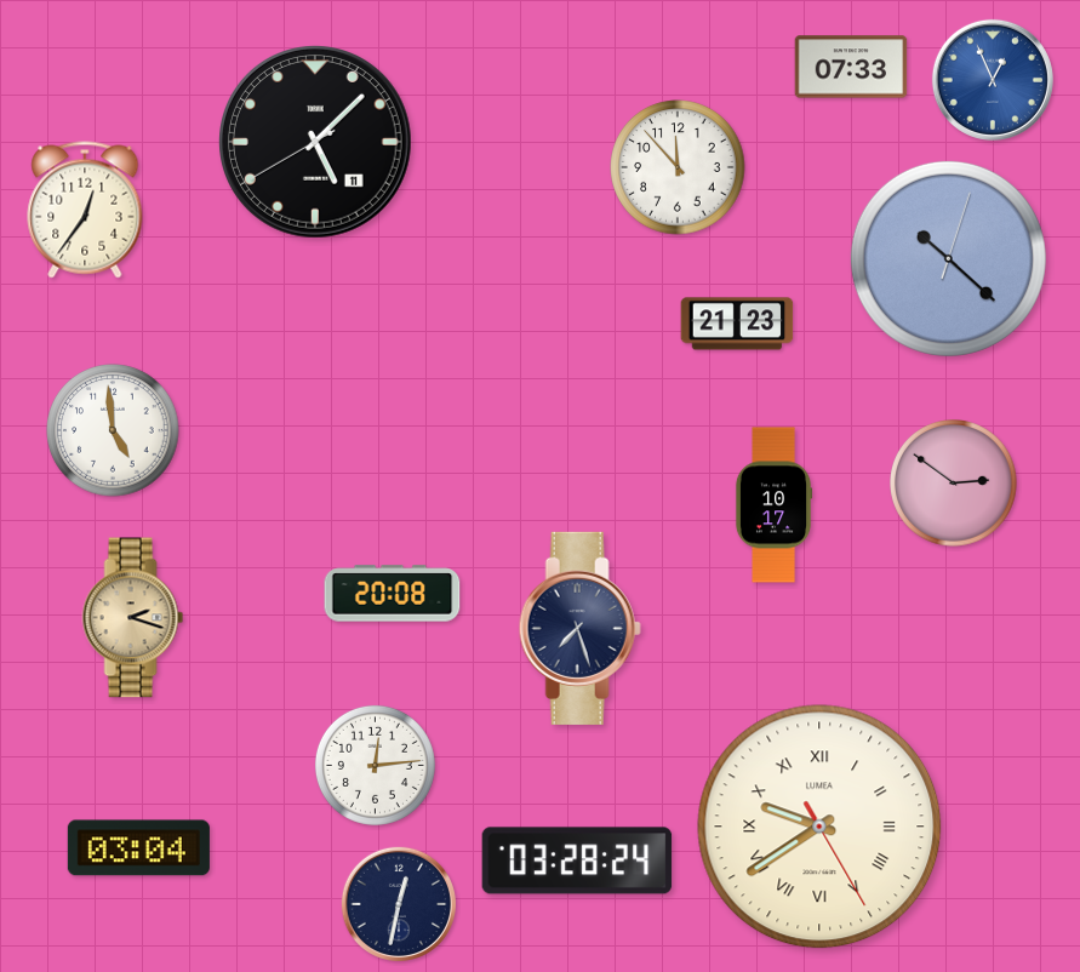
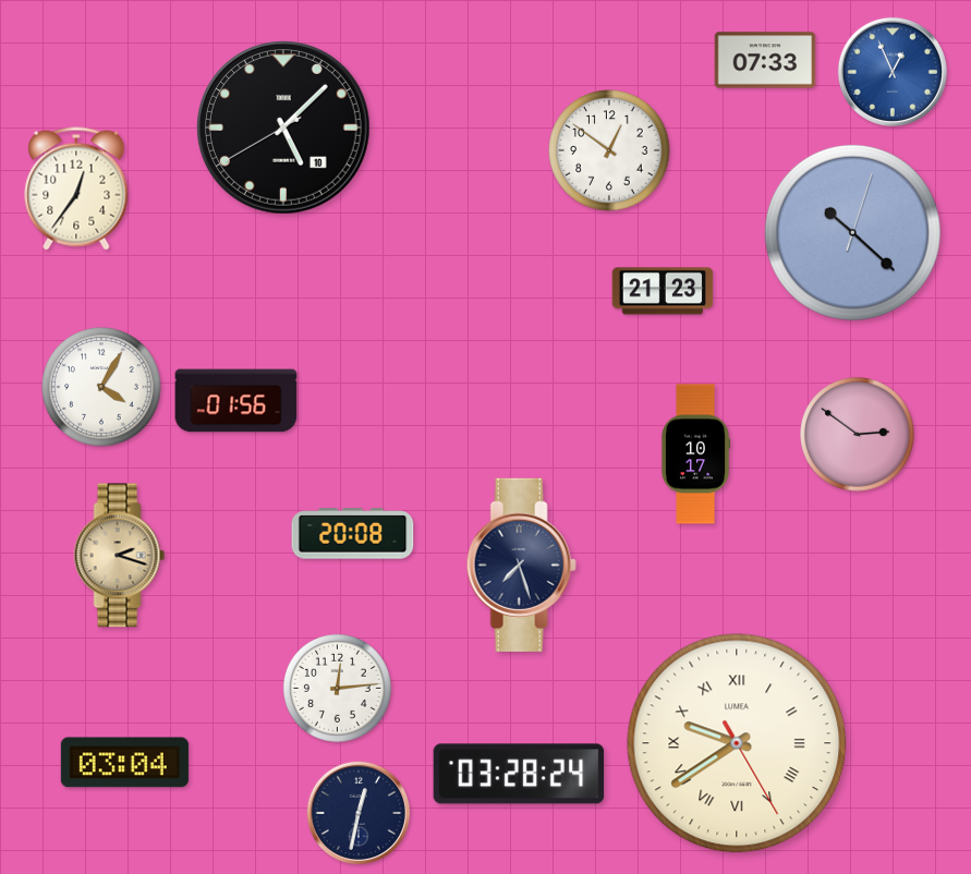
clock at (316, 143) date: 11 -> 10
clock at (678, 167): 11:53 -> 12:51
clock at (113, 430): 4:59 -> 4:05
clock at (236, 401): none -> 01:56
